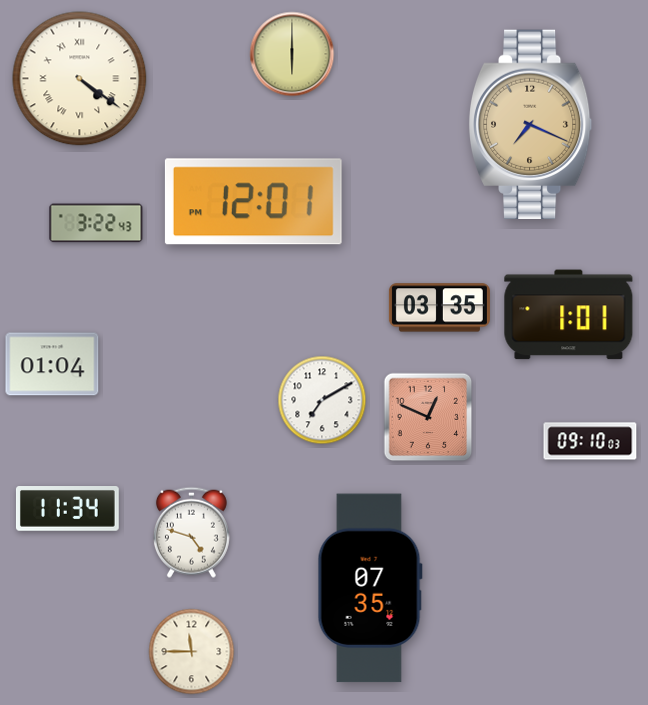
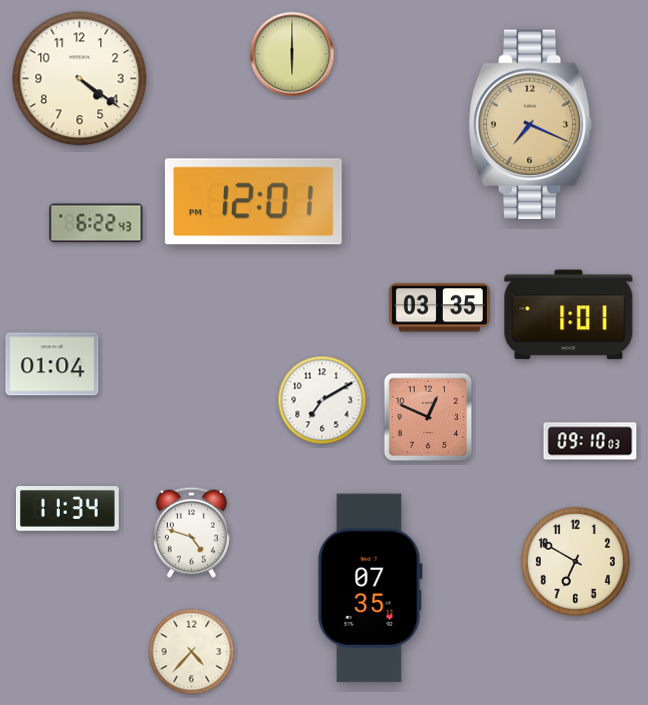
clock at (80, 79) numerals: Roman -> Arabic
clock at (96, 223): 3:22 -> 6:22
clock at (575, 561): none -> 6:50
clock at (192, 652): 11:45 -> 4:37
